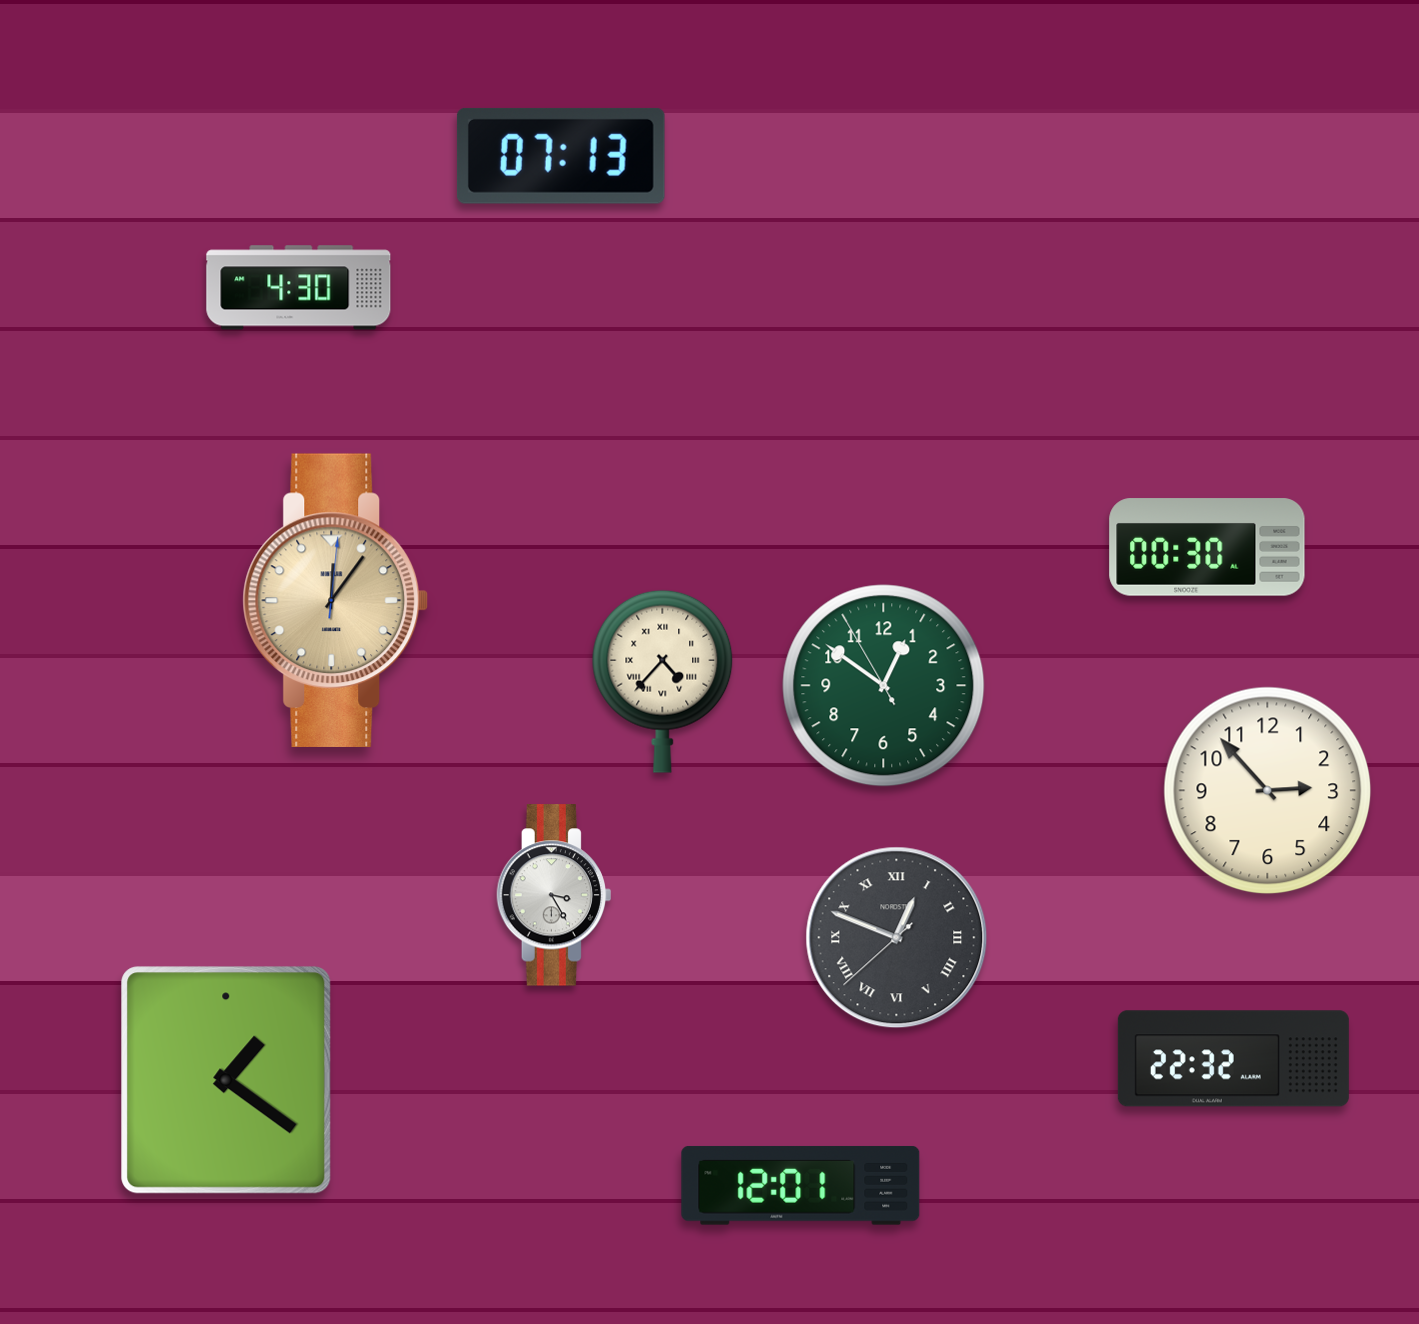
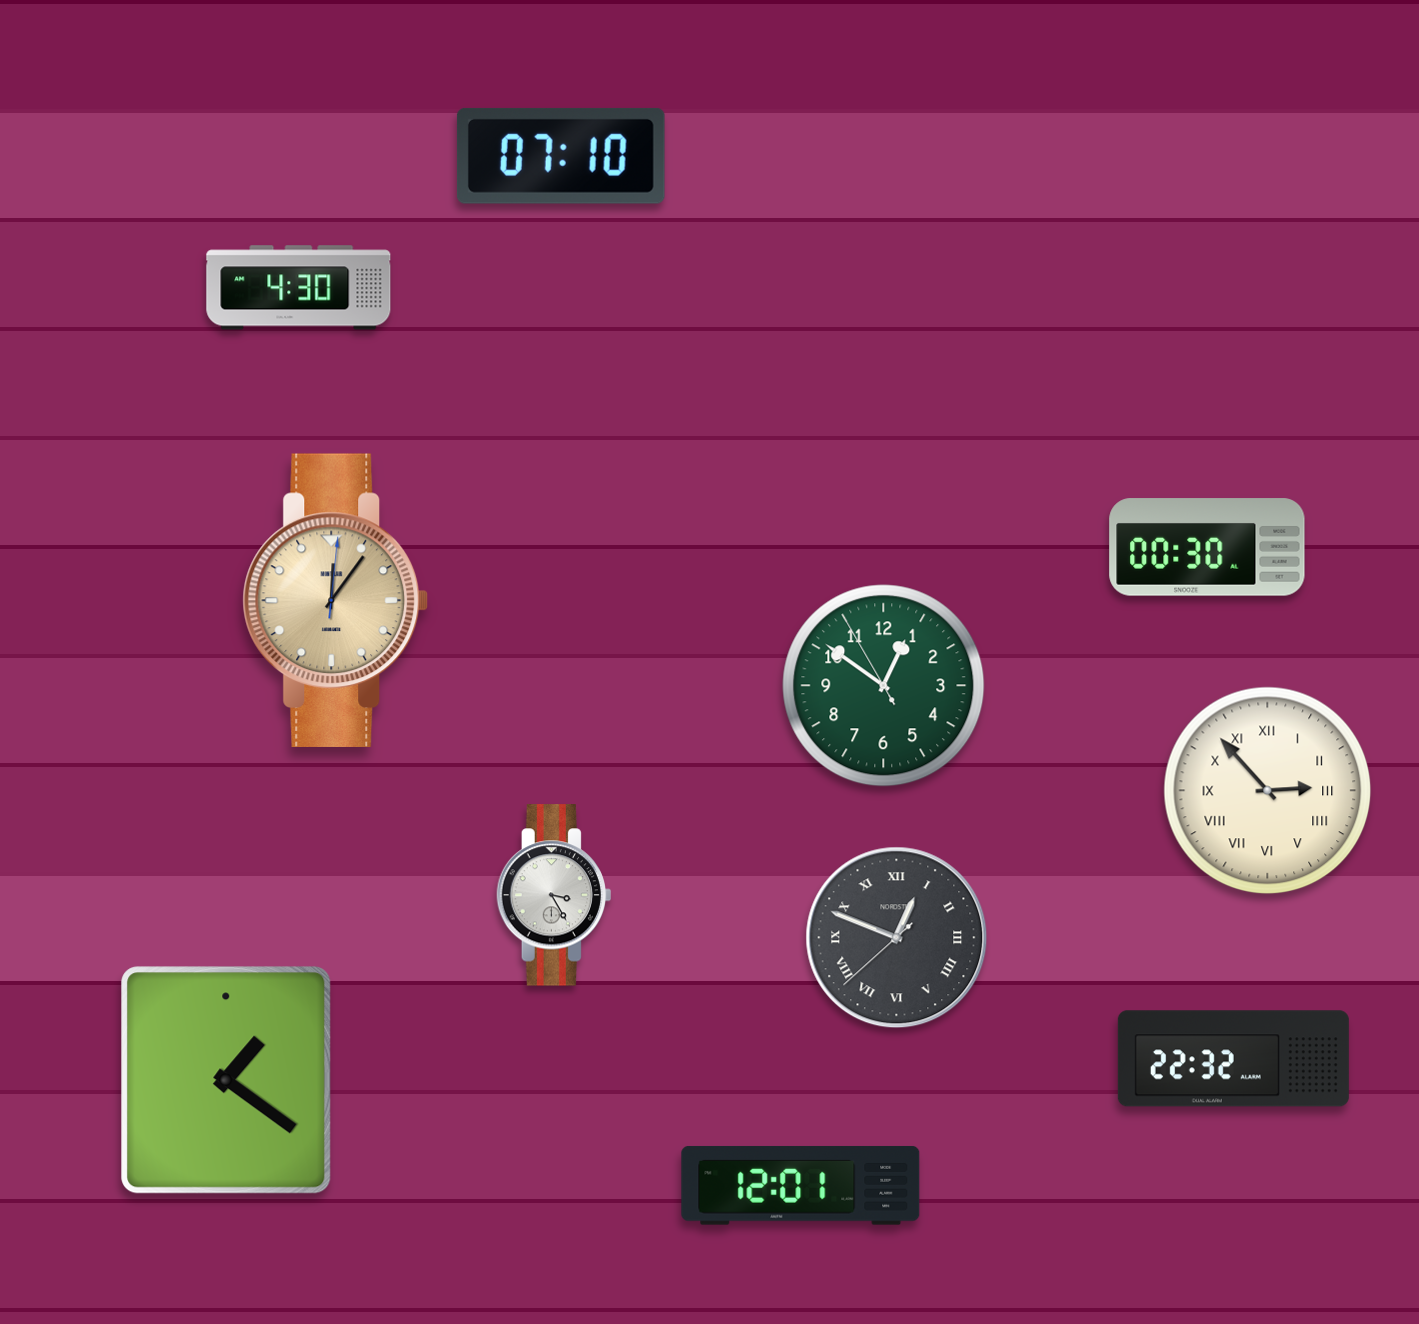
clock at (561, 156): 07:13 -> 07:10
clock at (663, 681): 4:37 -> none
clock at (1268, 791) numerals: Arabic -> Roman
